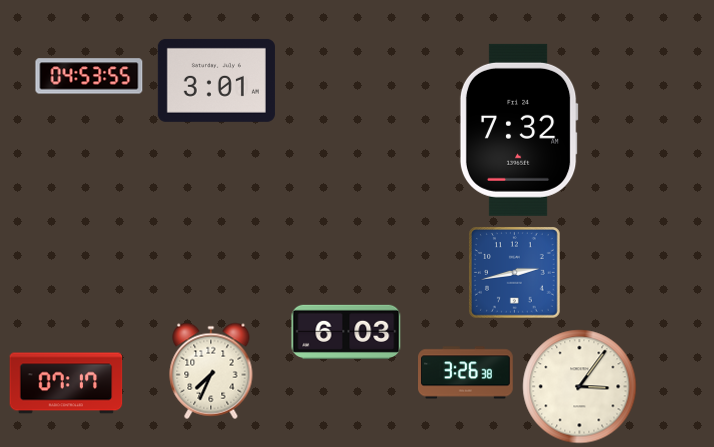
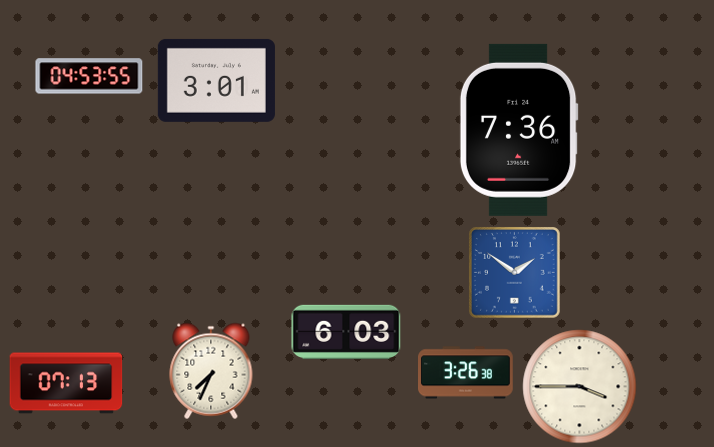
clock at (519, 130): 7:32 -> 7:36
clock at (515, 273): 2:43 -> 1:51
clock at (66, 383): 07:17 -> 07:13
clock at (580, 387): 3:06 -> 3:45
